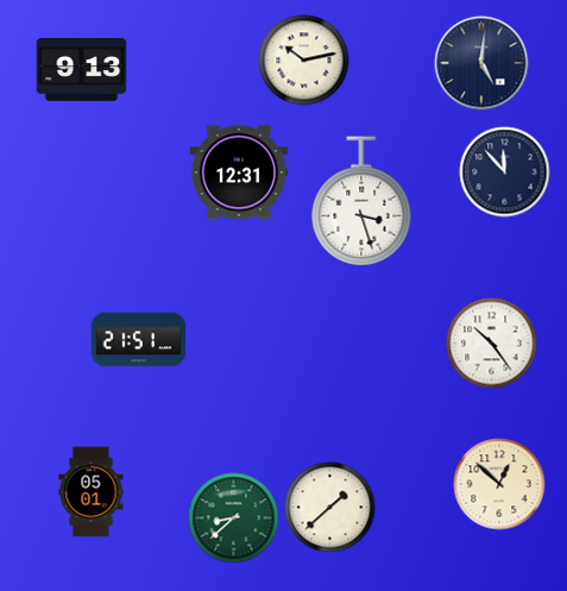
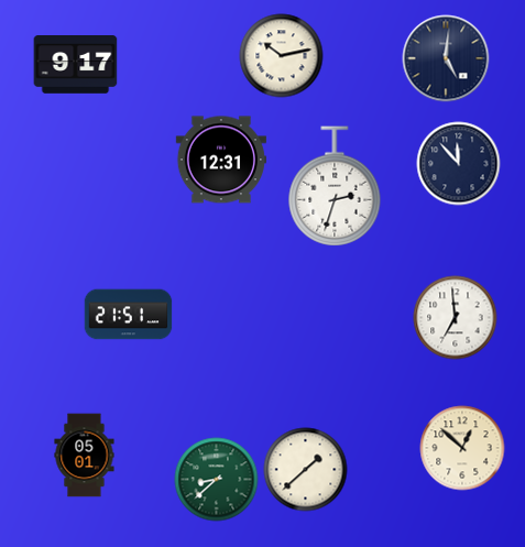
clock at (82, 70): 9:13 -> 9:17
clock at (505, 172) position: (505, 172) -> (459, 164)
clock at (361, 201): 3:27 -> 2:33
clock at (492, 344): 10:24 -> 6:59
